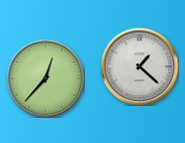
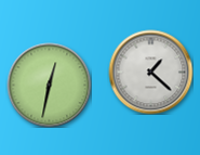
clock at (45, 78): 12:37 -> 12:32
